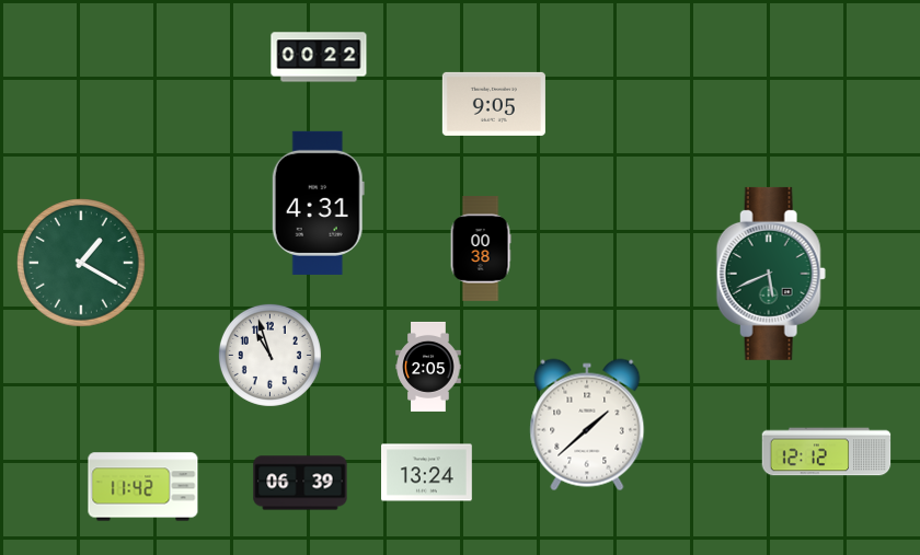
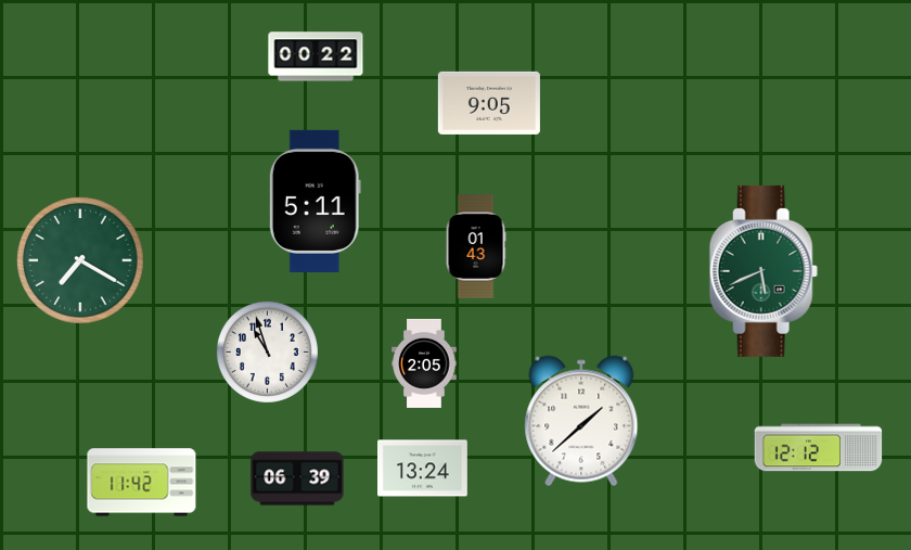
clock at (318, 203): 4:31 -> 5:11
clock at (481, 248): 00:38 -> 01:43
clock at (82, 264): 1:20 -> 7:20
